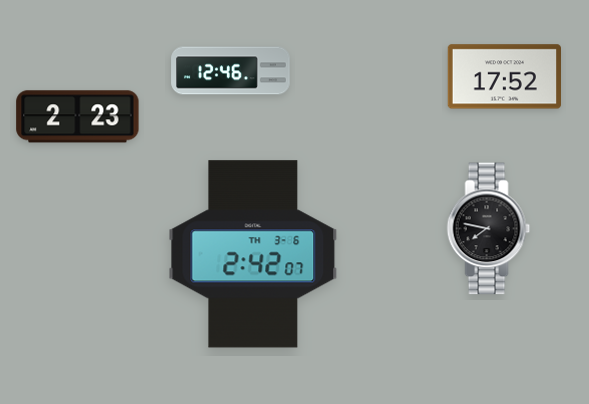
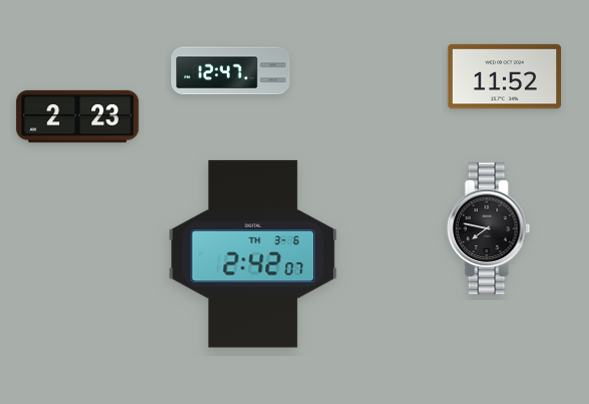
clock at (231, 71): 12:46 -> 12:47
clock at (504, 77): 17:52 -> 11:52
